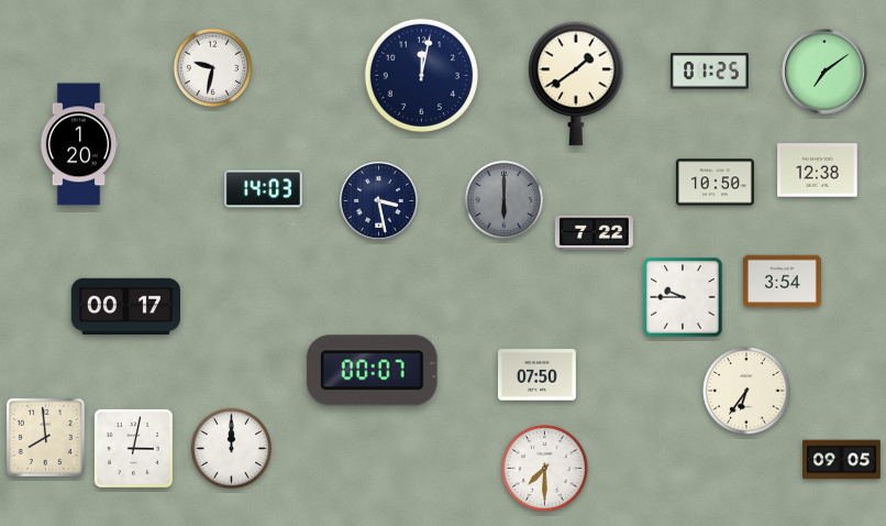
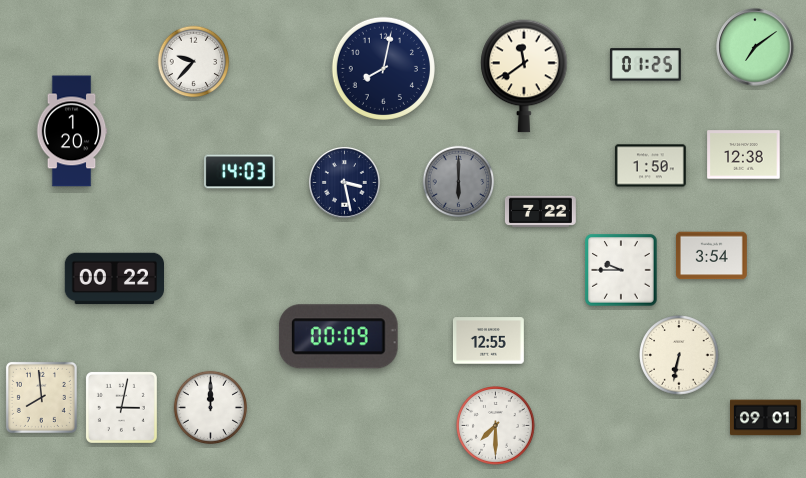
clock at (213, 68): 9:32 -> 9:37
clock at (824, 72) position: (824, 72) -> (755, 47)
clock at (421, 75): 12:02 -> 8:02
clock at (576, 84): 1:39 -> 11:39
clock at (715, 183): 10:50 -> 1:50
clock at (125, 307): 00:17 -> 00:22
clock at (372, 371): 00:07 -> 00:09
clock at (536, 375): 07:50 -> 12:55
clock at (746, 391): 6:36 -> 6:32
clock at (842, 460): 09:05 -> 09:01
